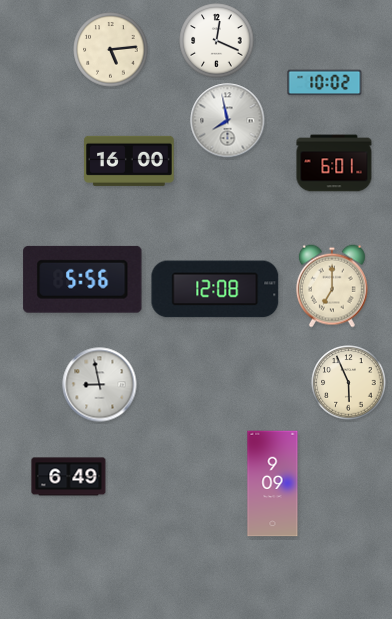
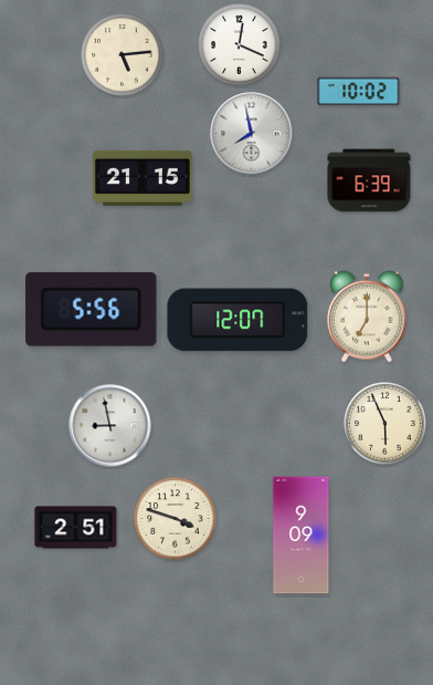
clock at (129, 161): 16:00 -> 21:15
clock at (334, 163): 6:01 -> 6:39
clock at (215, 289): 12:08 -> 12:07
clock at (176, 519): none -> 3:48
clock at (69, 477): 6:49 -> 2:51
